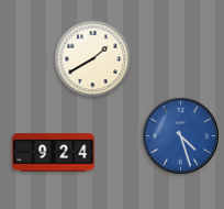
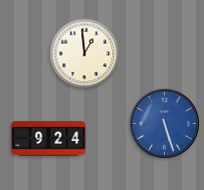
clock at (93, 59): 1:40 -> 12:59
clock at (180, 135): 4:27 -> 5:27
